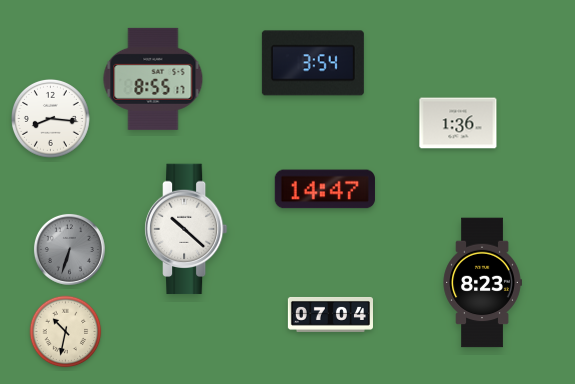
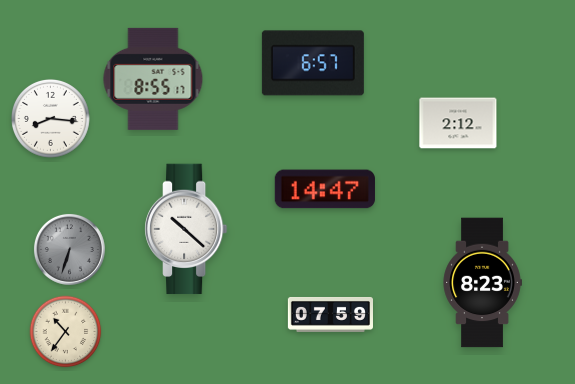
clock at (313, 63): 3:54 -> 6:57
clock at (458, 123): 1:36 -> 2:12
clock at (330, 314): 07:04 -> 07:59
clock at (66, 332): 10:32 -> 10:36
